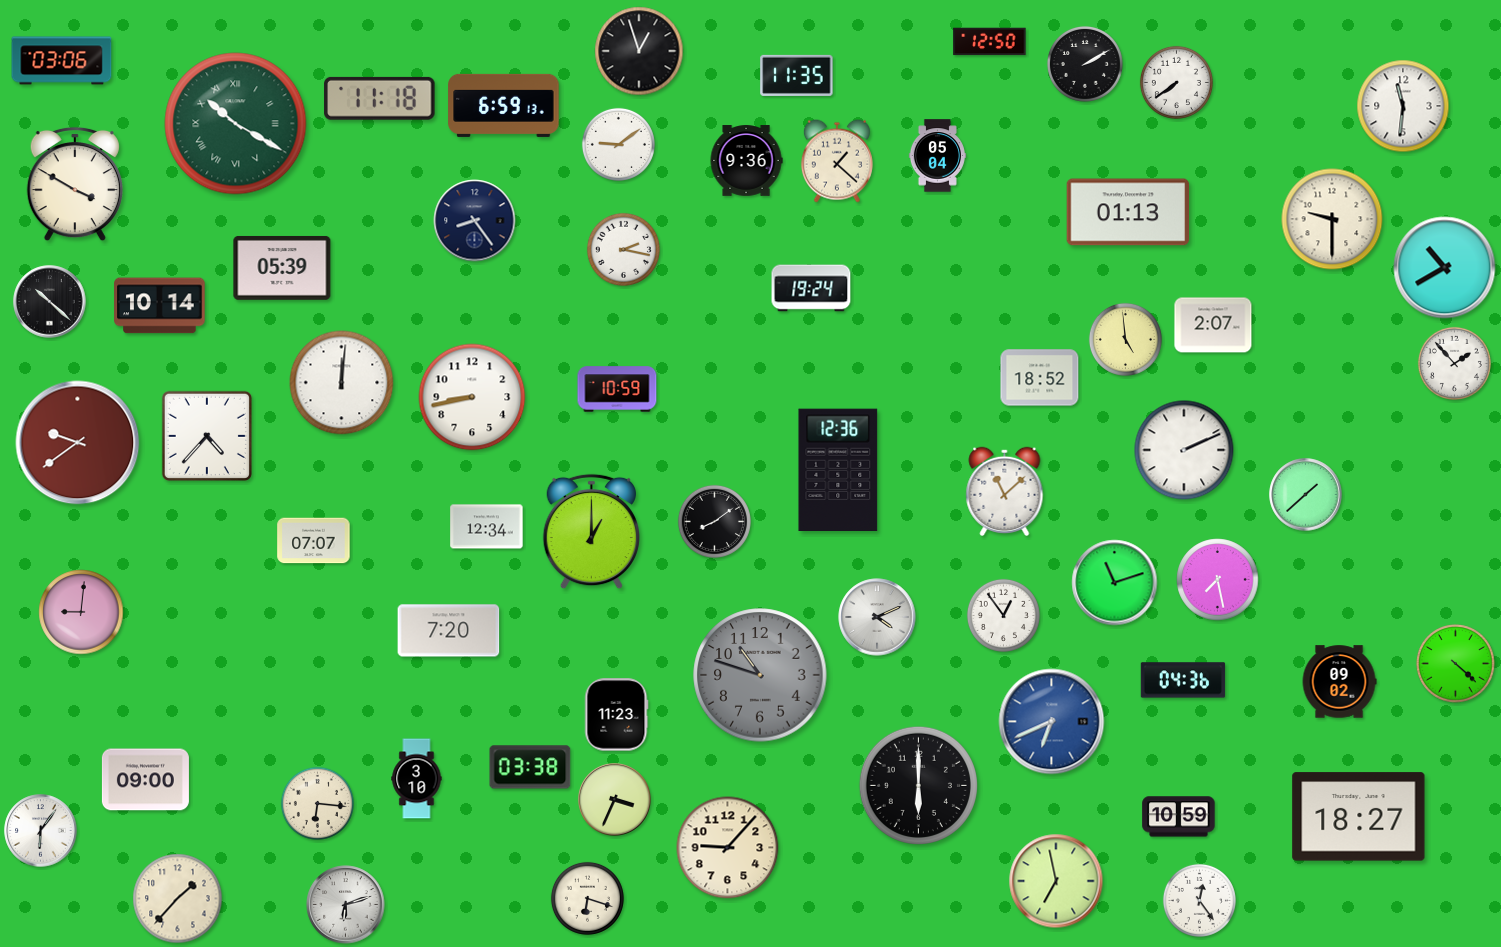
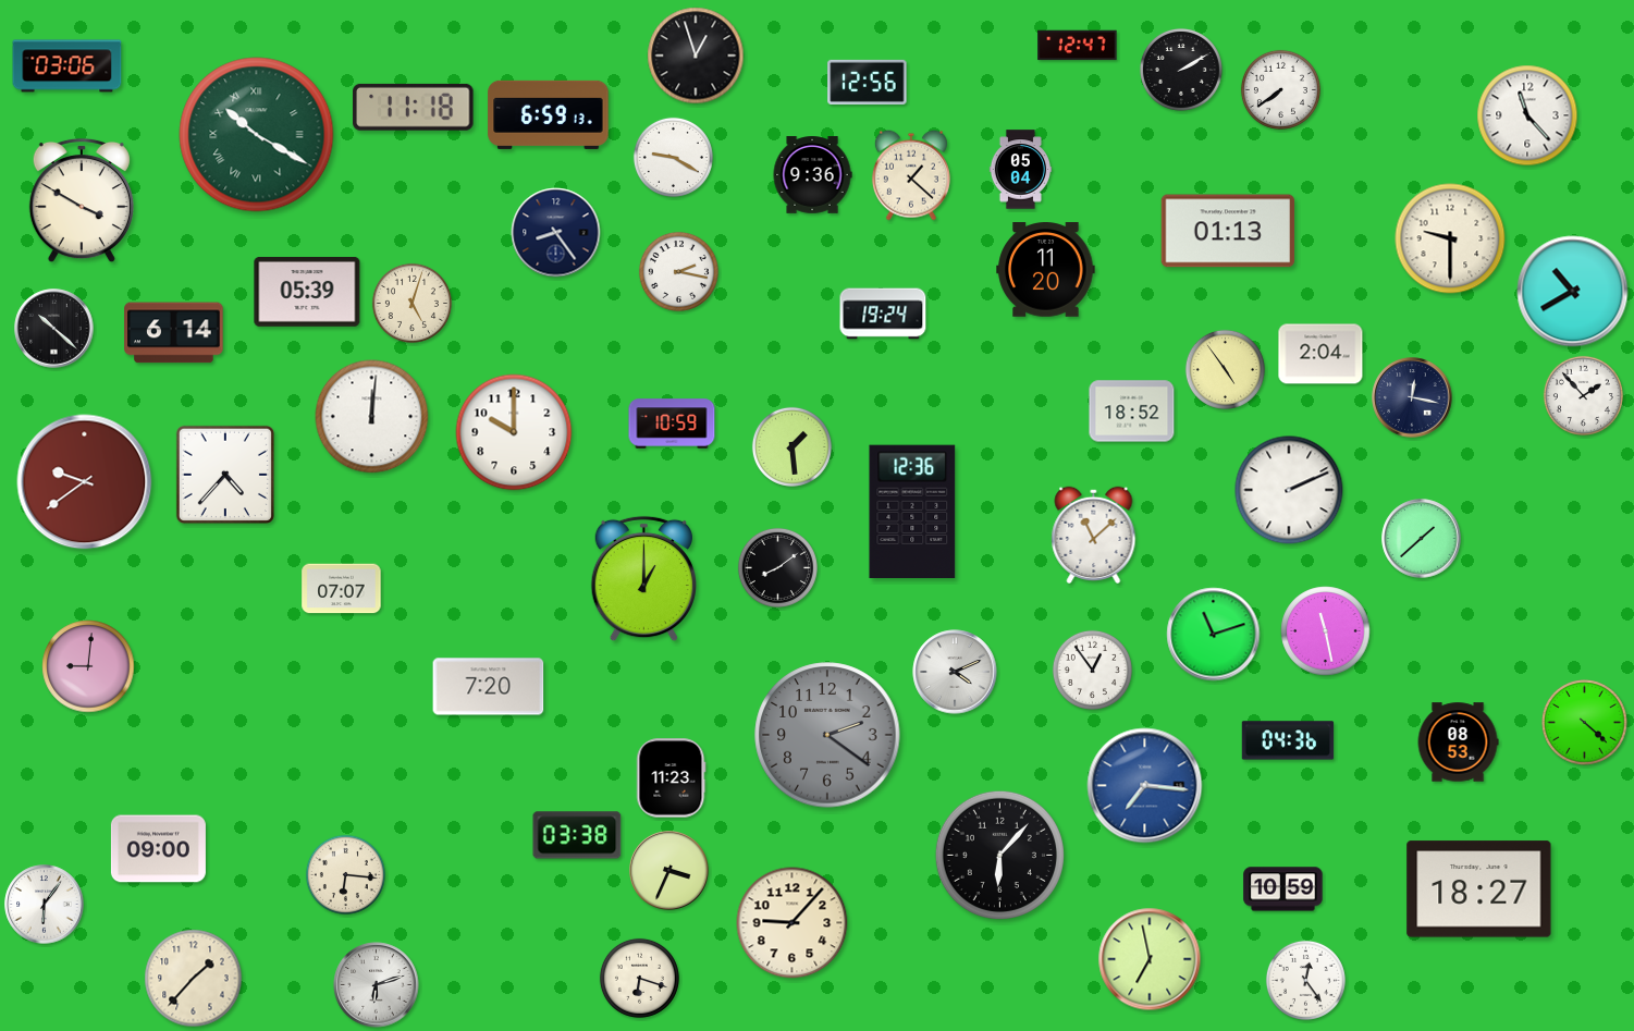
clock at (990, 42): 12:50 -> 12:47
clock at (797, 75): 11:35 -> 12:56
clock at (1403, 106): 11:31 -> 11:23
clock at (618, 144): 9:09 -> 9:20
clock at (475, 221) position: (475, 221) -> (556, 233)
clock at (1046, 270): none -> 11:20
clock at (411, 303): none -> 5:03
clock at (160, 306): 10:14 -> 6:14
clock at (1213, 325): 2:07 -> 2:04
clock at (1125, 339): 4:59 -> 4:54
clock at (1412, 397): none -> 12:17
clock at (472, 397): 8:43 -> 10:00
clock at (791, 446): none -> 1:29
clock at (487, 527): 12:34 -> none
clock at (1218, 580): 7:28 -> 11:28
clock at (760, 675): 10:48 -> 2:21
clock at (1339, 682): 09:02 -> 08:53
clock at (1052, 722): 6:41 -> 7:16
clock at (417, 779): 3:10 -> none
clock at (918, 785): 6:00 -> 6:07
